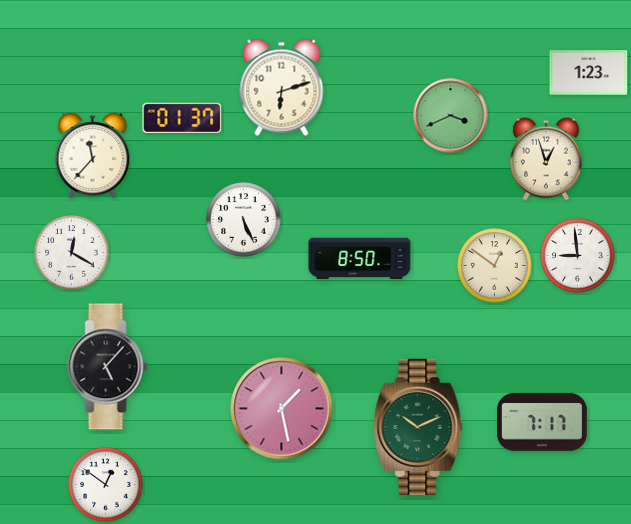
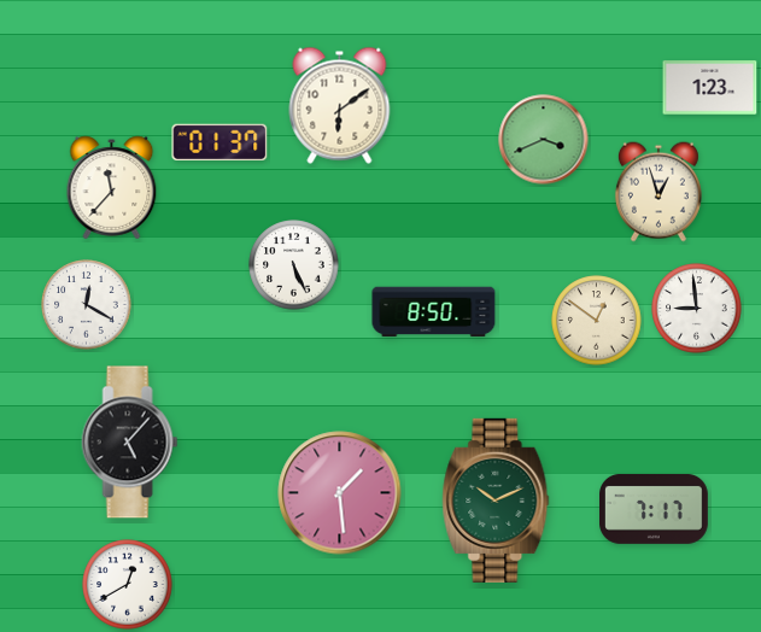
clock at (282, 87): 6:12 -> 6:09
clock at (282, 409): 1:28 -> 1:29
clock at (418, 427) position: (418, 427) -> (496, 501)
clock at (106, 485): 12:51 -> 12:40
